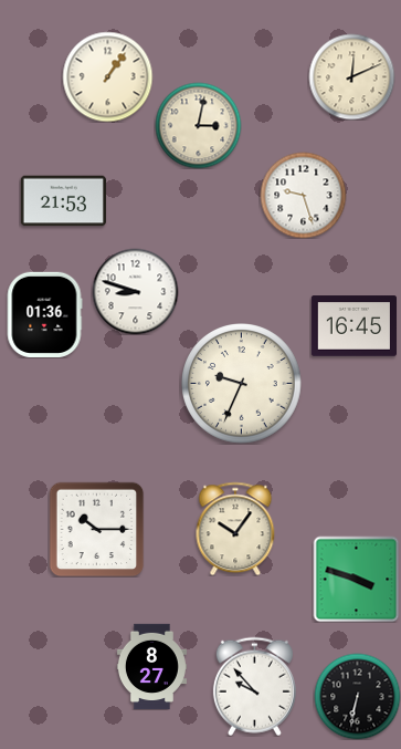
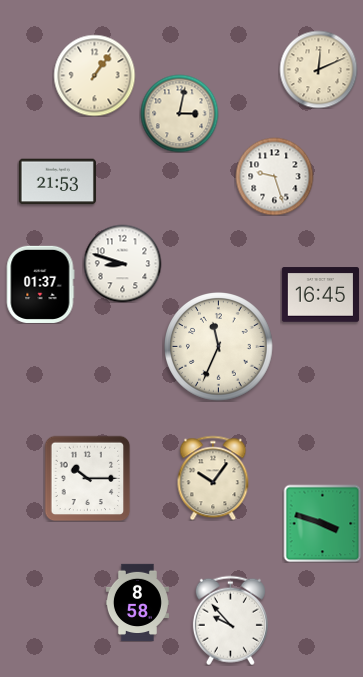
clock at (107, 76) position: (107, 76) -> (94, 75)
clock at (44, 314): 01:36 -> 01:37
clock at (242, 384): 9:34 -> 11:34
clock at (151, 666): 8:27 -> 8:58
clock at (357, 696): 6:32 -> none
